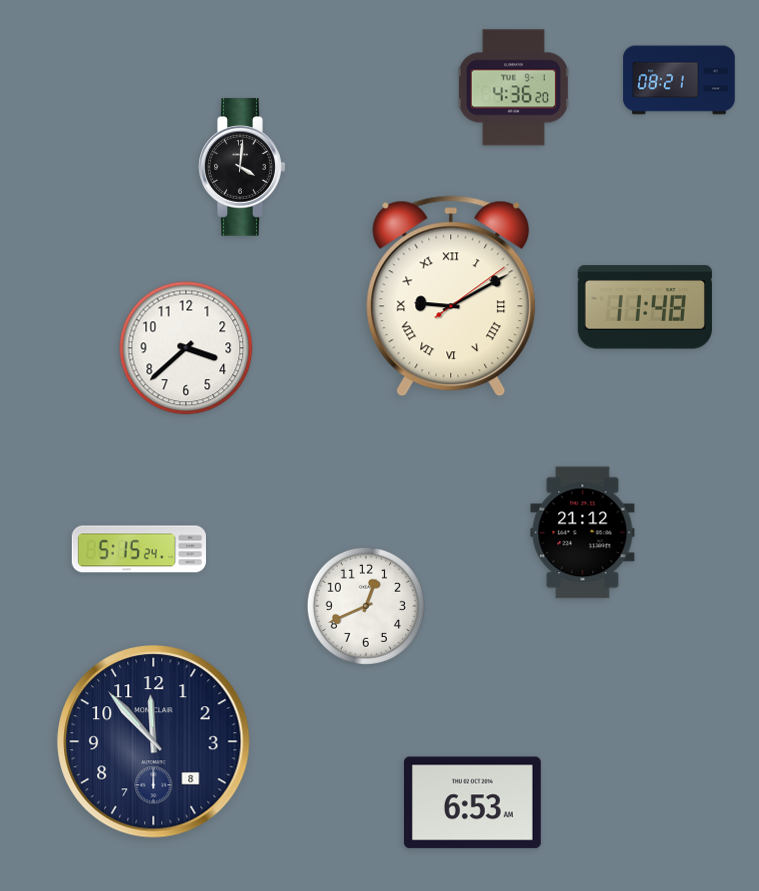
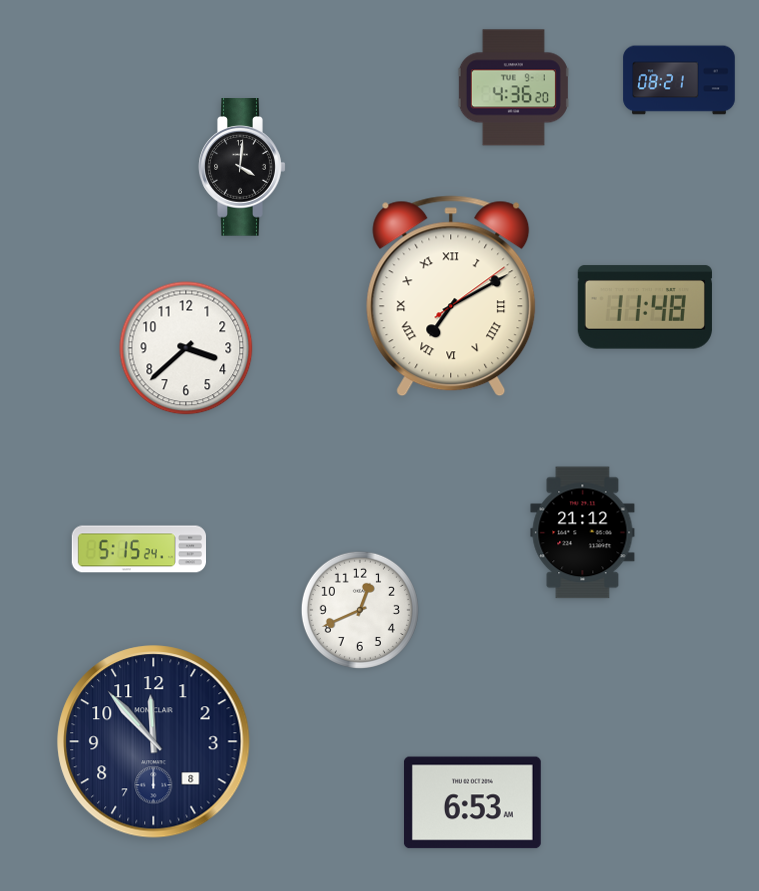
clock at (451, 296): 9:10 -> 7:10
clock at (366, 606) position: (366, 606) -> (360, 610)
